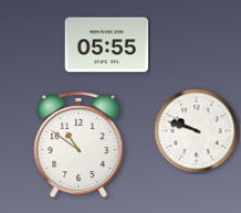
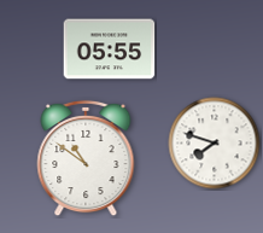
clock at (107, 45) position: (107, 45) -> (110, 49)
clock at (197, 131): 9:48 -> 7:48
